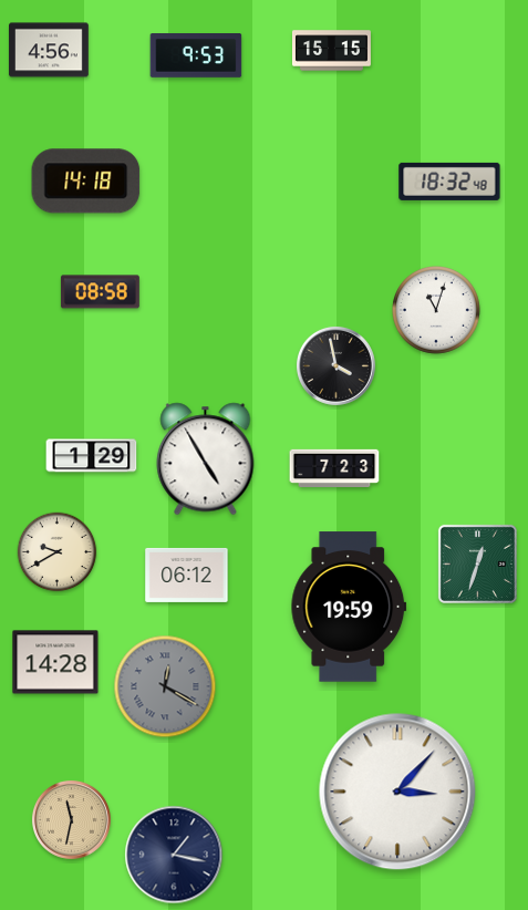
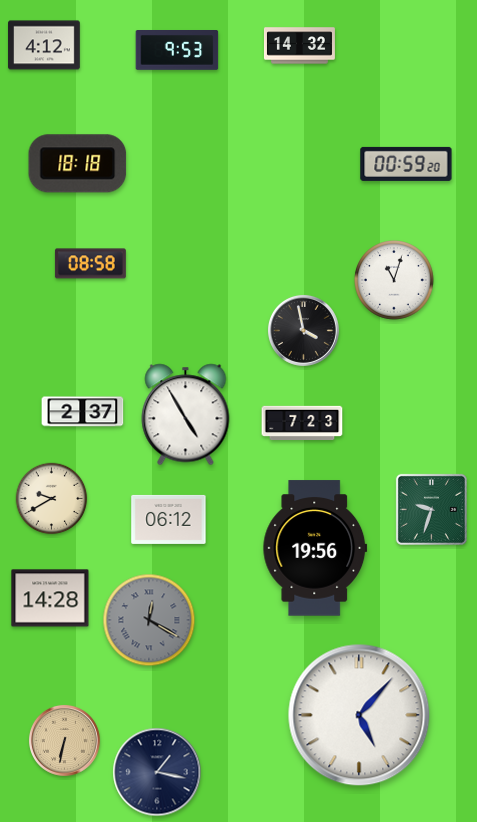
clock at (49, 50): 4:56 -> 4:12
clock at (331, 51): 15:15 -> 14:32
clock at (86, 182): 14:18 -> 18:18
clock at (449, 182): 18:32 -> 00:59
clock at (92, 456): 1:29 -> 2:37
clock at (477, 563): 12:33 -> 9:33
clock at (349, 607): 19:59 -> 19:56
clock at (397, 792): 3:07 -> 5:07
clock at (71, 819): 11:32 -> 6:32
